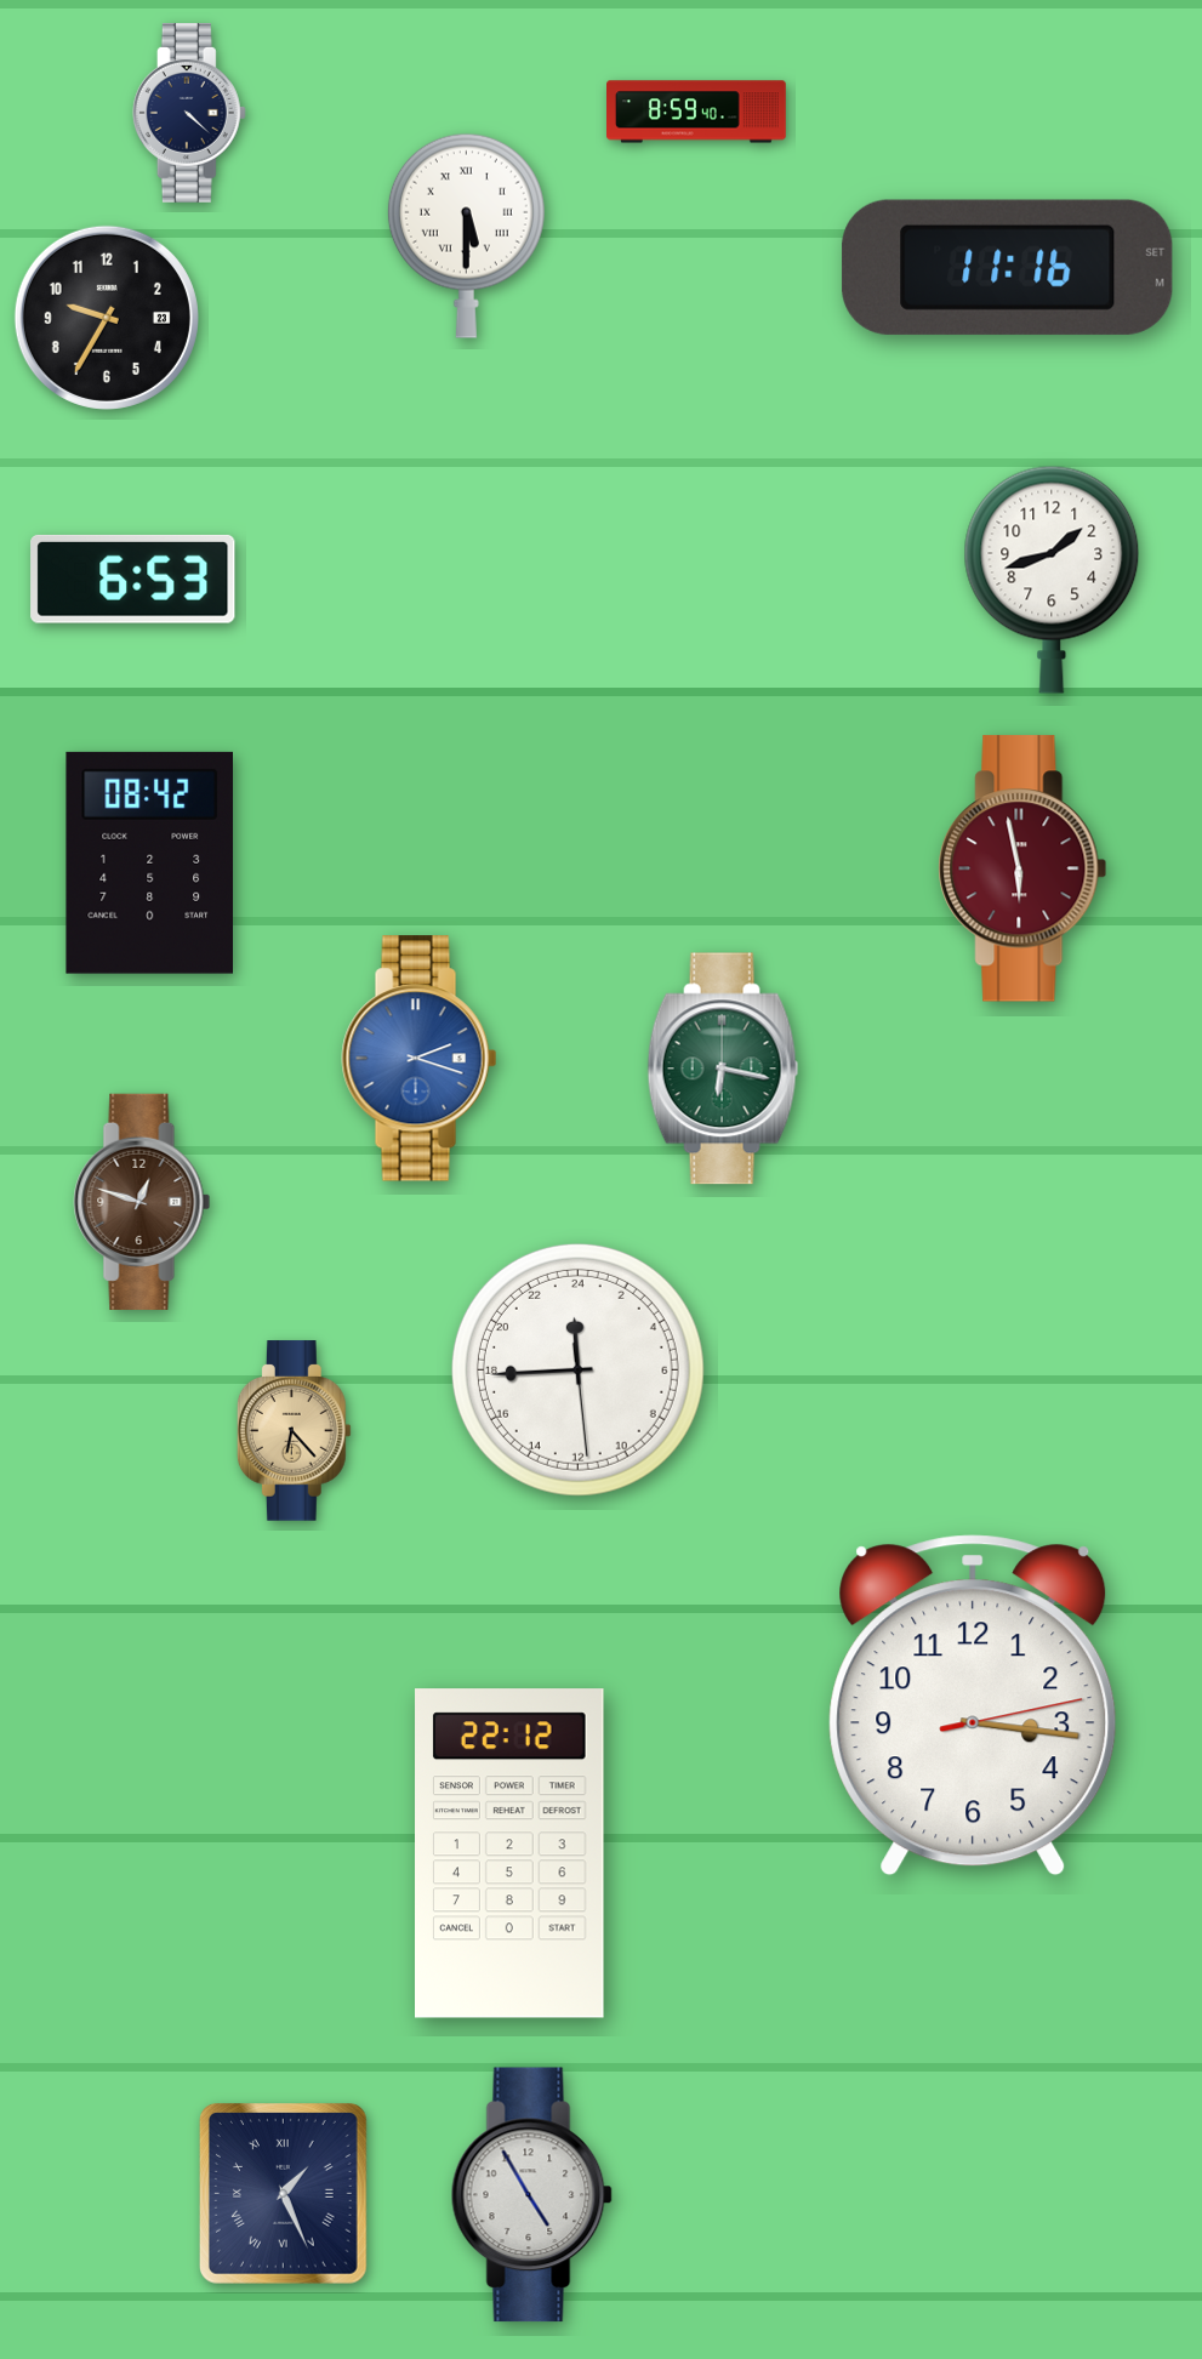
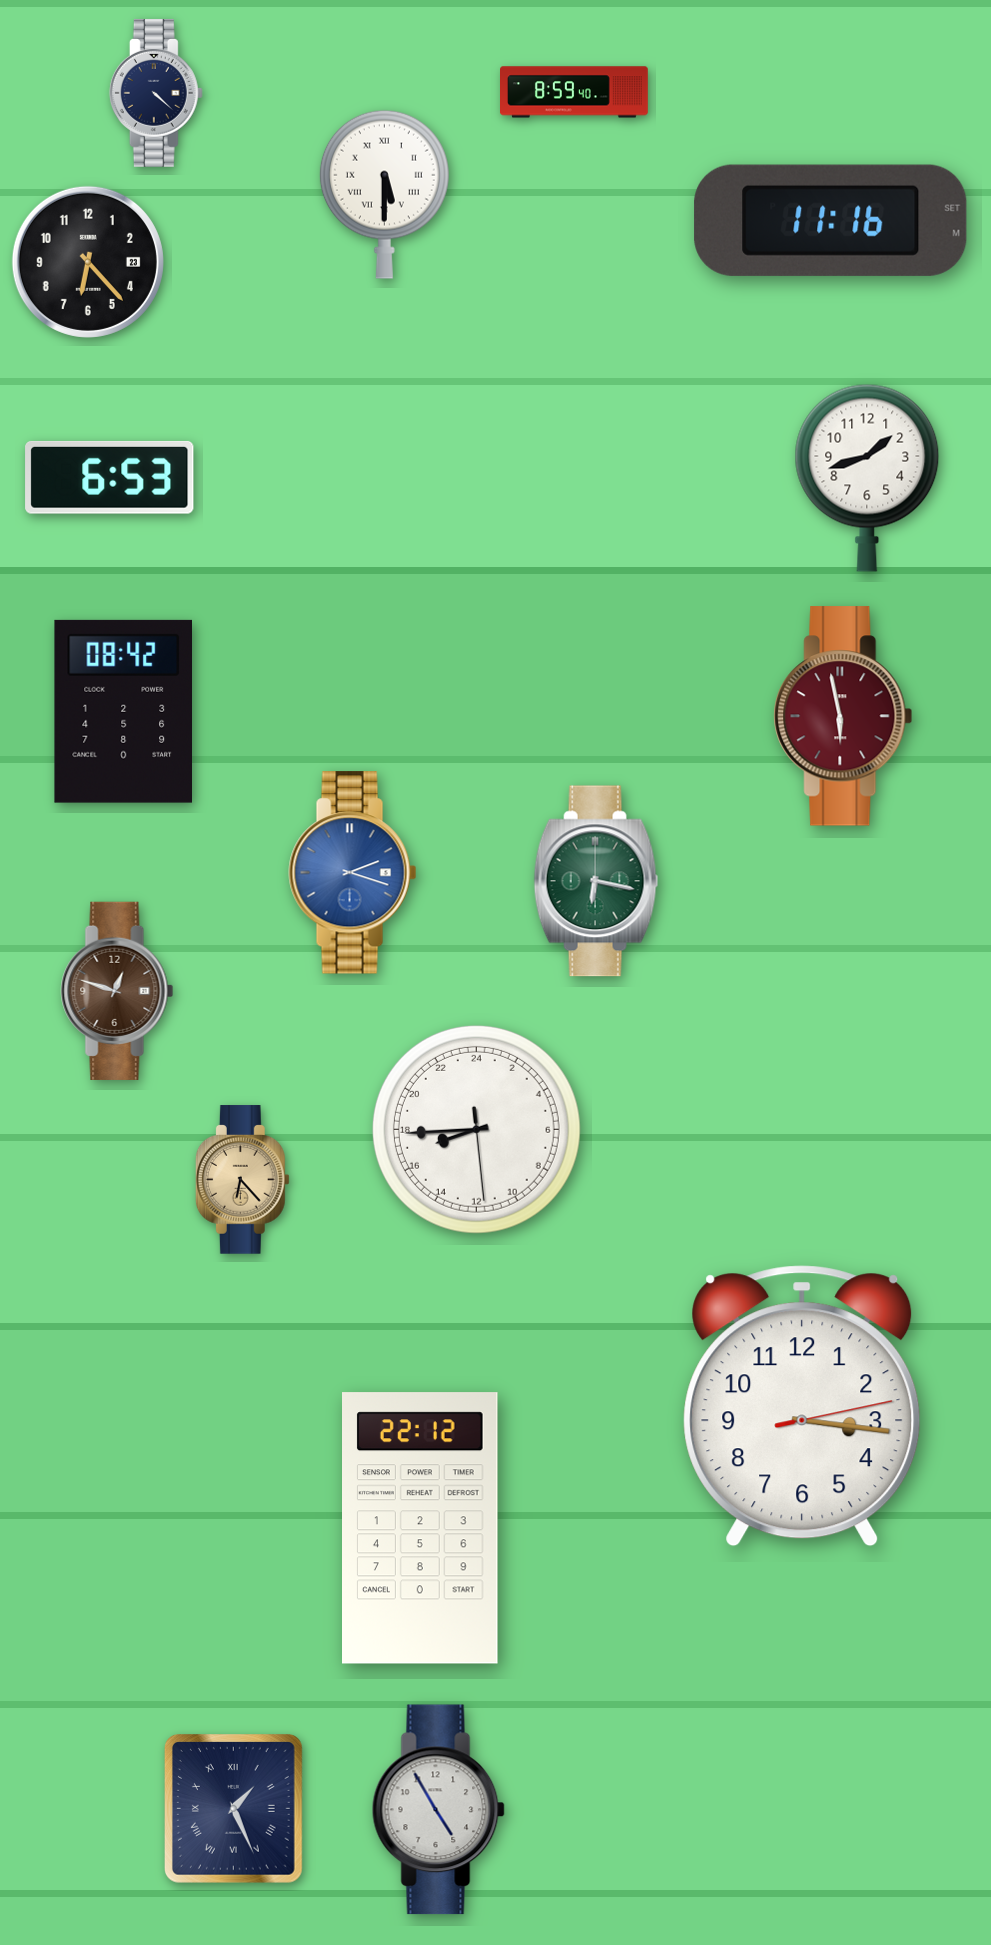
clock at (107, 318): 9:35 -> 6:23
clock at (420, 1059) position: (420, 1059) -> (353, 873)
clock at (577, 1369): 23:44 -> 16:44
